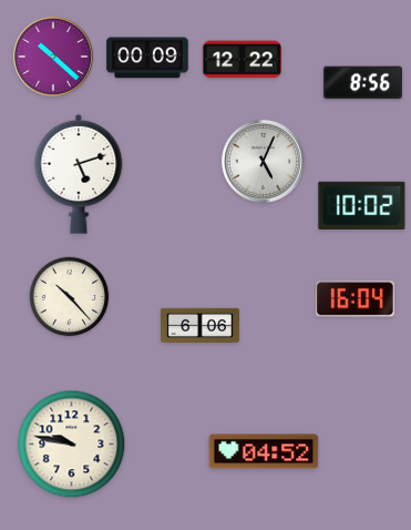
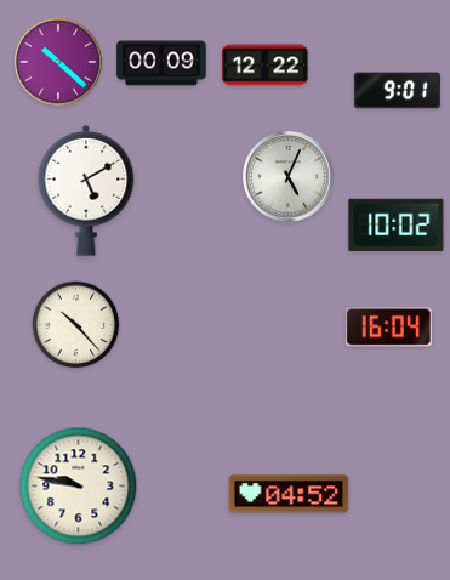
clock at (362, 83): 8:56 -> 9:01
clock at (79, 174): 5:12 -> 5:10
clock at (199, 326): 6:06 -> none
